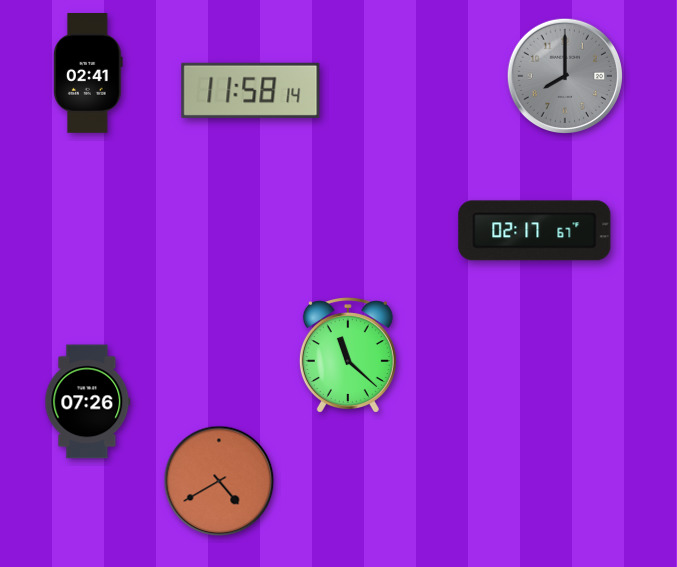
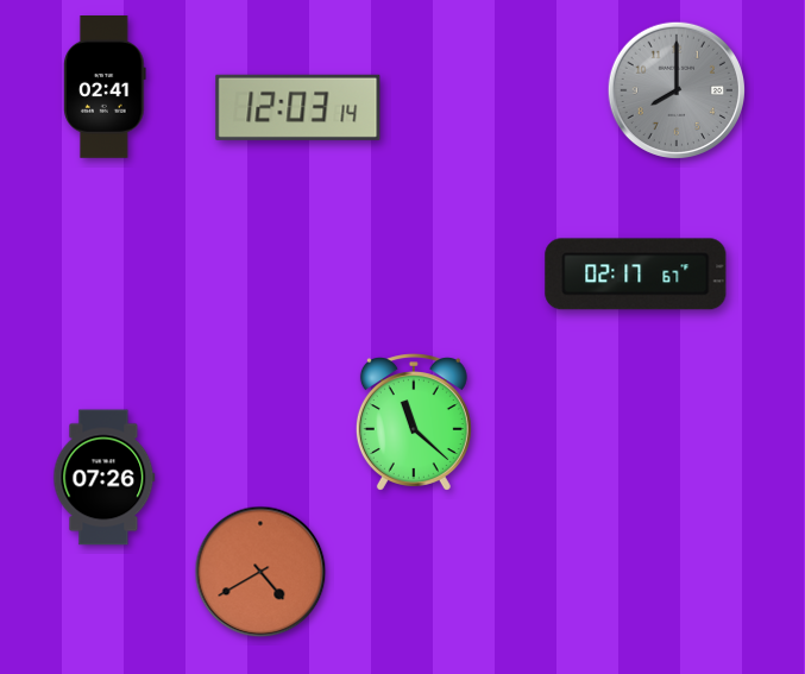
clock at (564, 75) position: (564, 75) -> (675, 89)
clock at (251, 90): 11:58 -> 12:03
